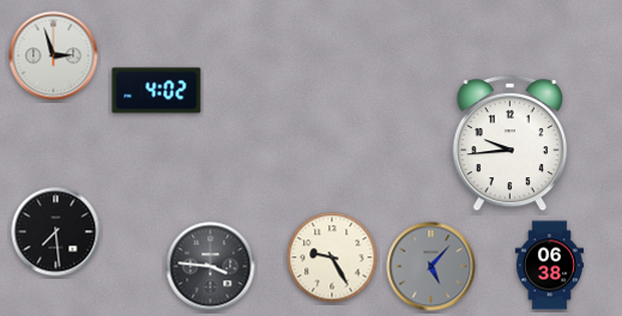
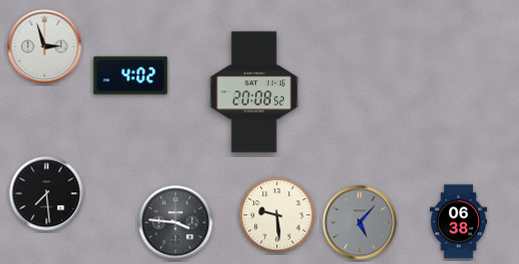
clock at (255, 92): none -> 20:08
clock at (511, 144): 9:44 -> none
clock at (332, 257): 9:25 -> 9:29
